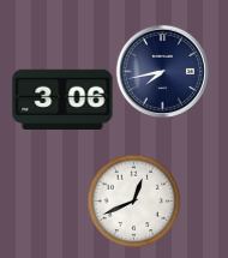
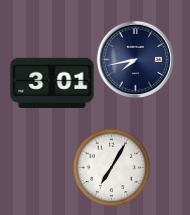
clock at (62, 98): 3:06 -> 3:01
clock at (133, 200): 12:41 -> 7:05
